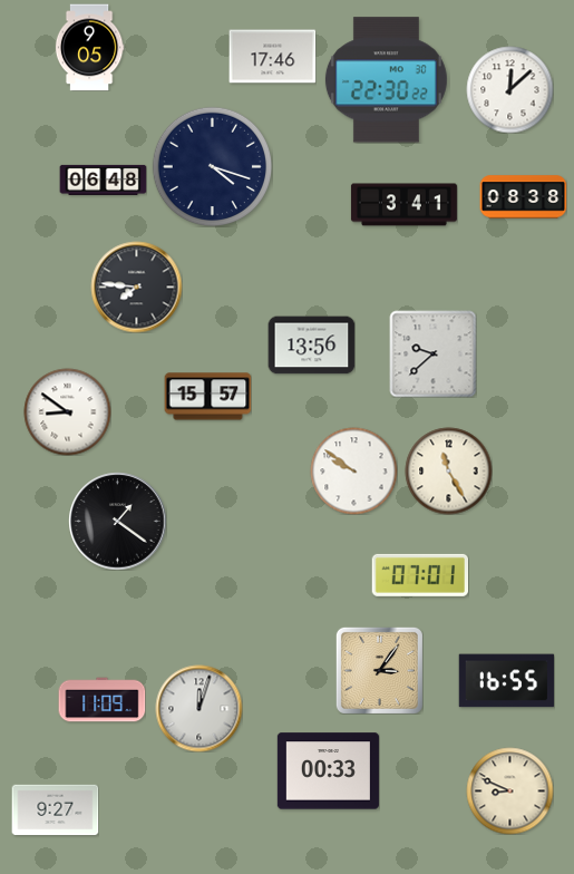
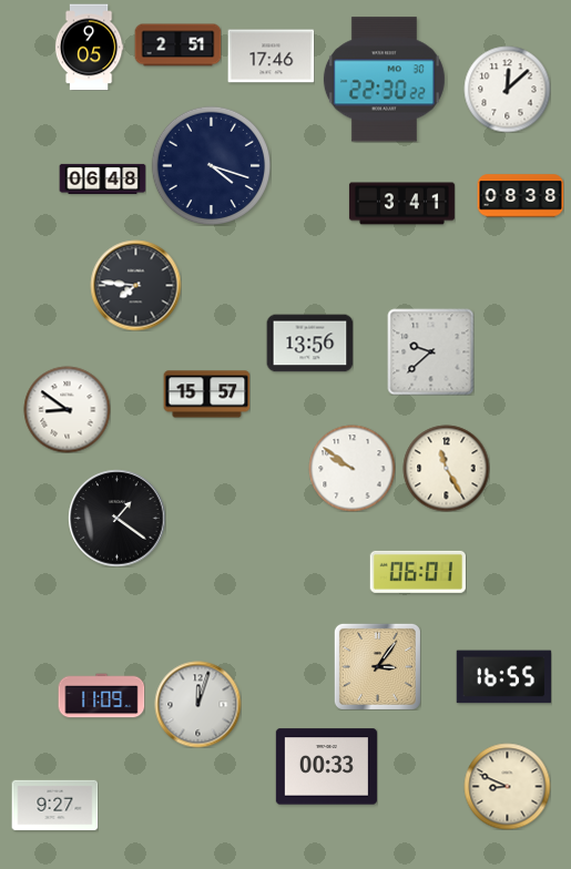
clock at (177, 45): none -> 2:51
clock at (419, 575): 07:01 -> 06:01
